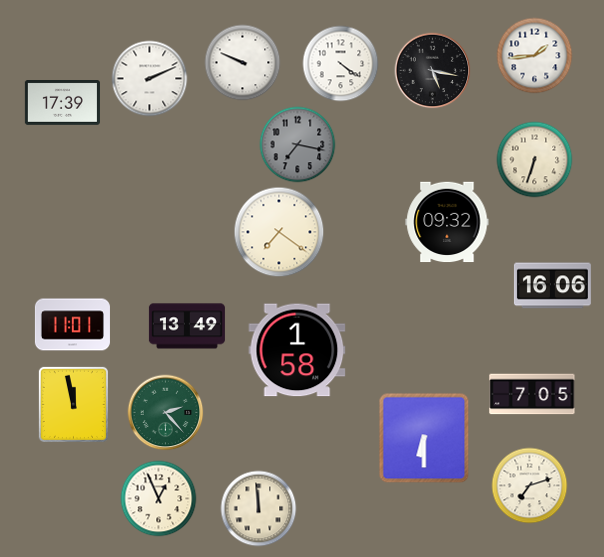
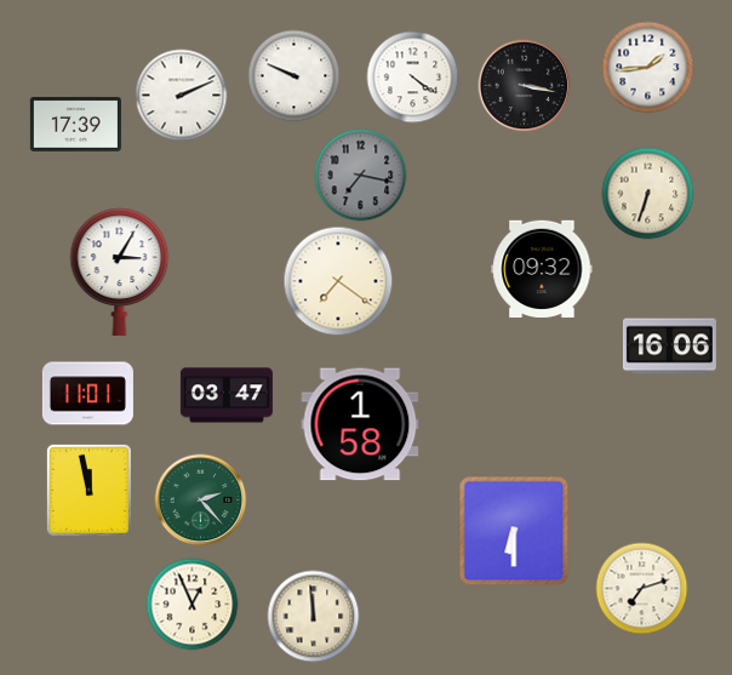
clock at (433, 71): 5:17 -> 3:17
clock at (120, 271): none -> 3:05
clock at (187, 326): 13:49 -> 03:47
clock at (532, 394): 7:05 -> none
